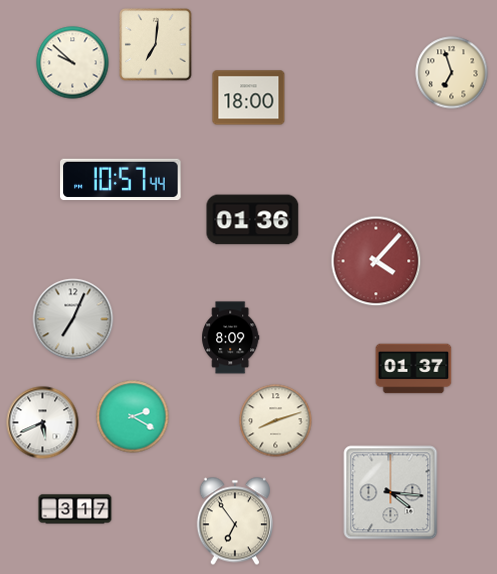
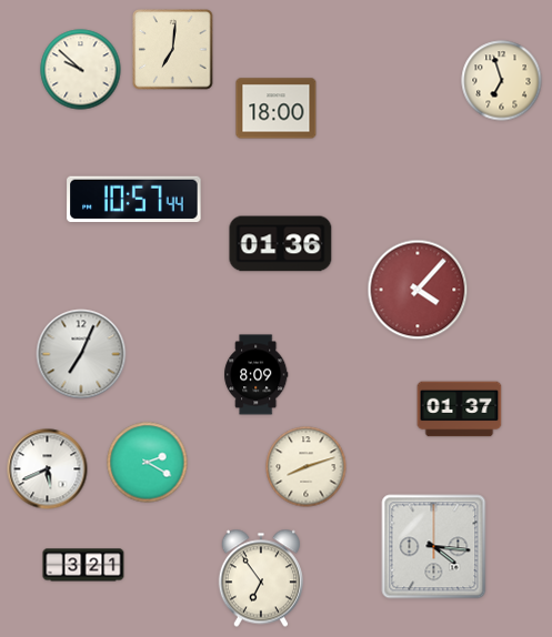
clock at (75, 509): 3:17 -> 3:21
